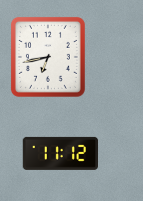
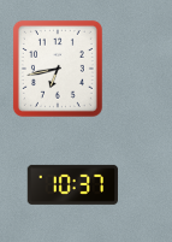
clock at (60, 153): 11:12 -> 10:37
